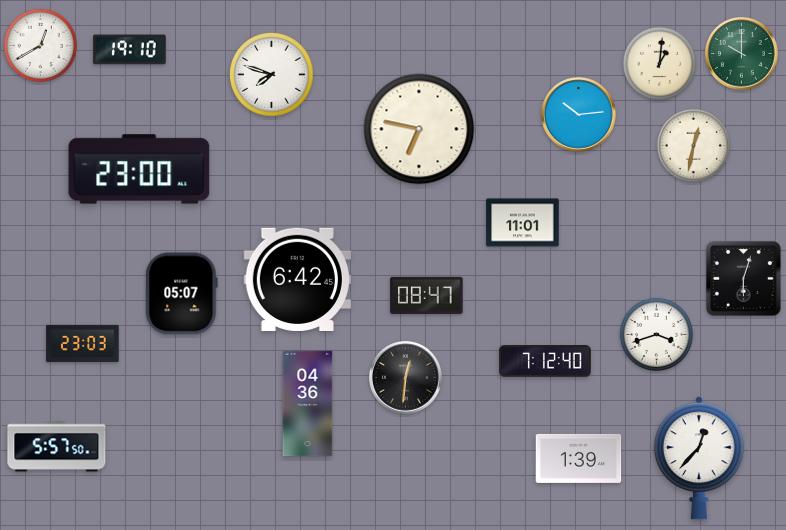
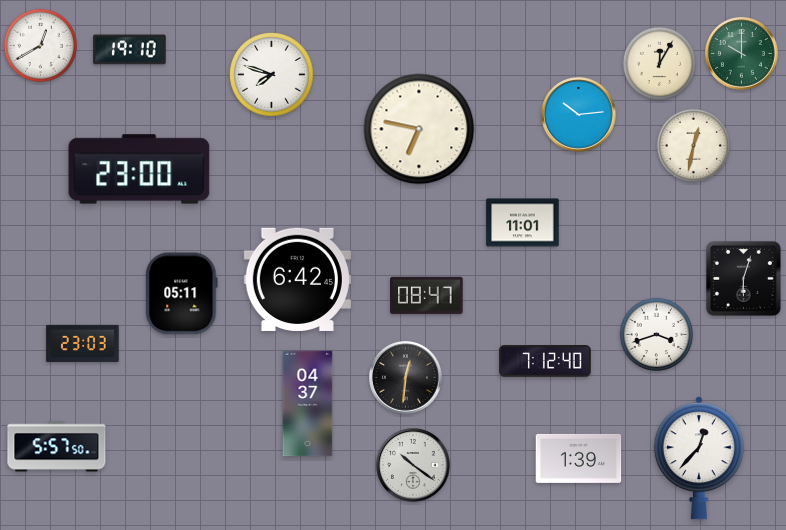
clock at (659, 63): 1:01 -> 12:05
clock at (182, 294): 05:07 -> 05:11
clock at (308, 404): 04:36 -> 04:37
clock at (413, 465): none -> 10:21
